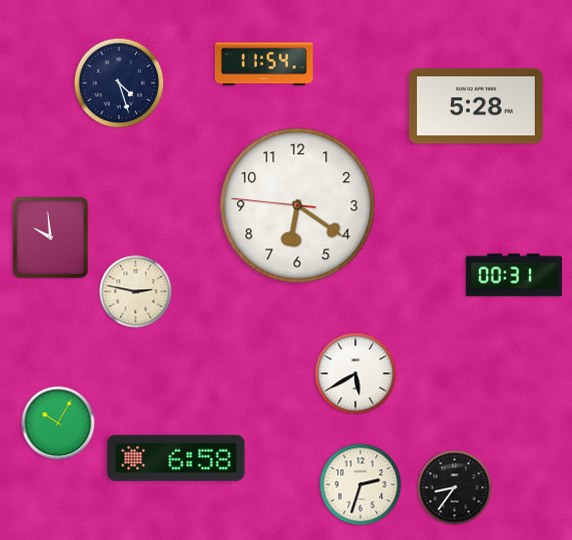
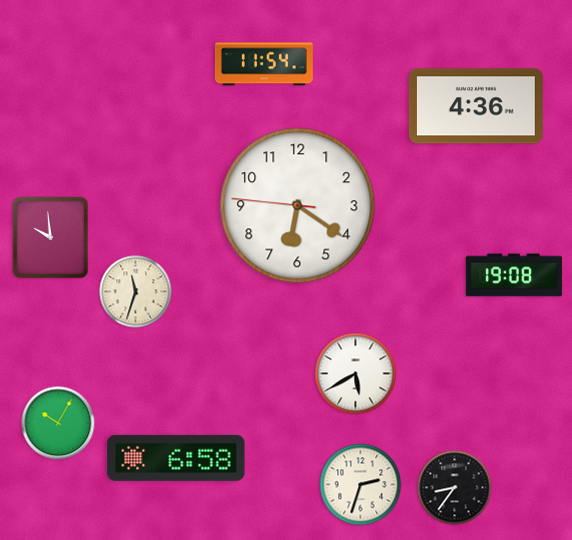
clock at (119, 83): 4:27 -> none
clock at (476, 106): 5:28 -> 4:36
clock at (514, 275): 00:31 -> 19:08
clock at (136, 292): 2:47 -> 11:33
